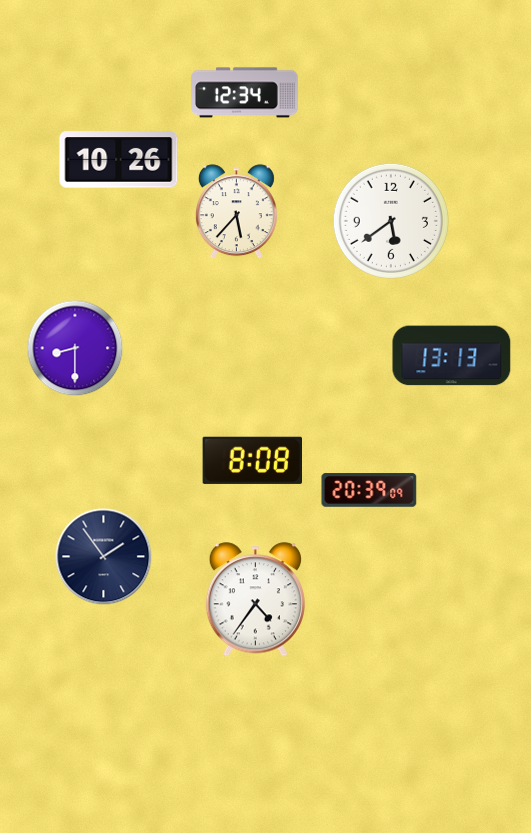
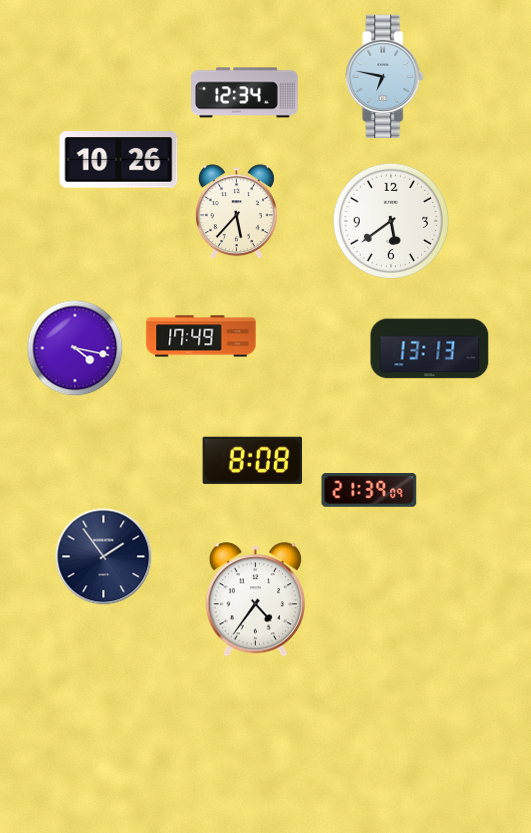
clock at (385, 77): none -> 6:47
clock at (201, 336): none -> 17:49
clock at (75, 348): 8:30 -> 4:17
clock at (452, 356) position: (452, 356) -> (430, 349)
clock at (369, 490): 20:39 -> 21:39
